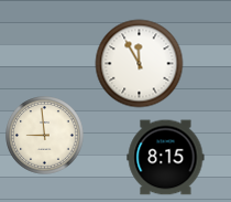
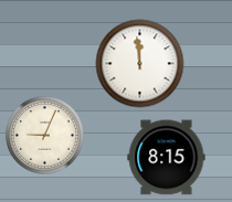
clock at (140, 64): 11:55 -> 11:59
clock at (45, 136): 8:59 -> 9:04
